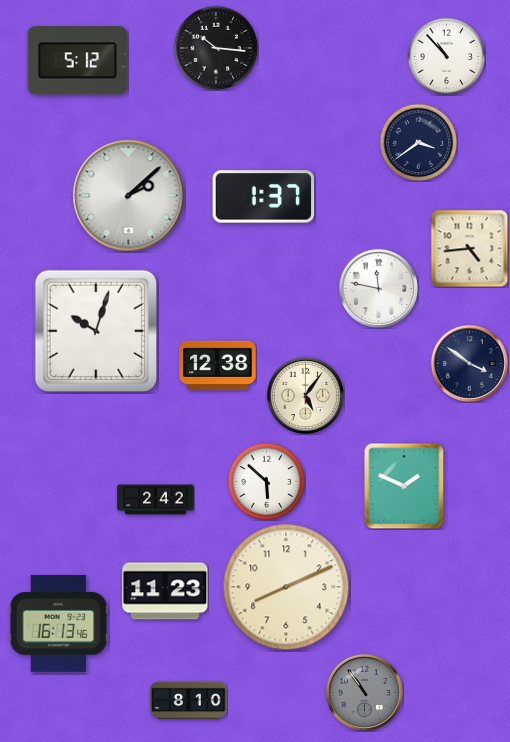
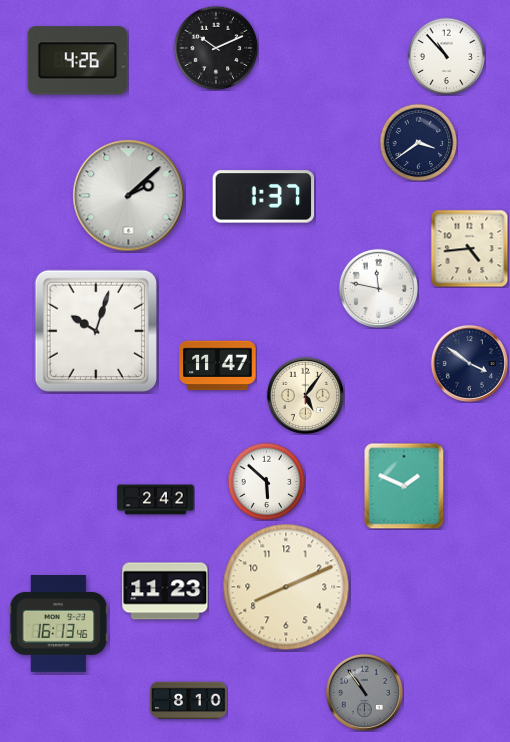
clock at (216, 48): 10:16 -> 10:11
clock at (78, 61): 5:12 -> 4:26
clock at (218, 366): 12:38 -> 11:47
